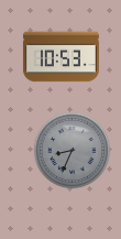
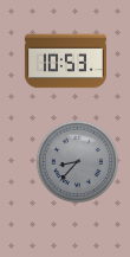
clock at (73, 151): 8:34 -> 8:37
